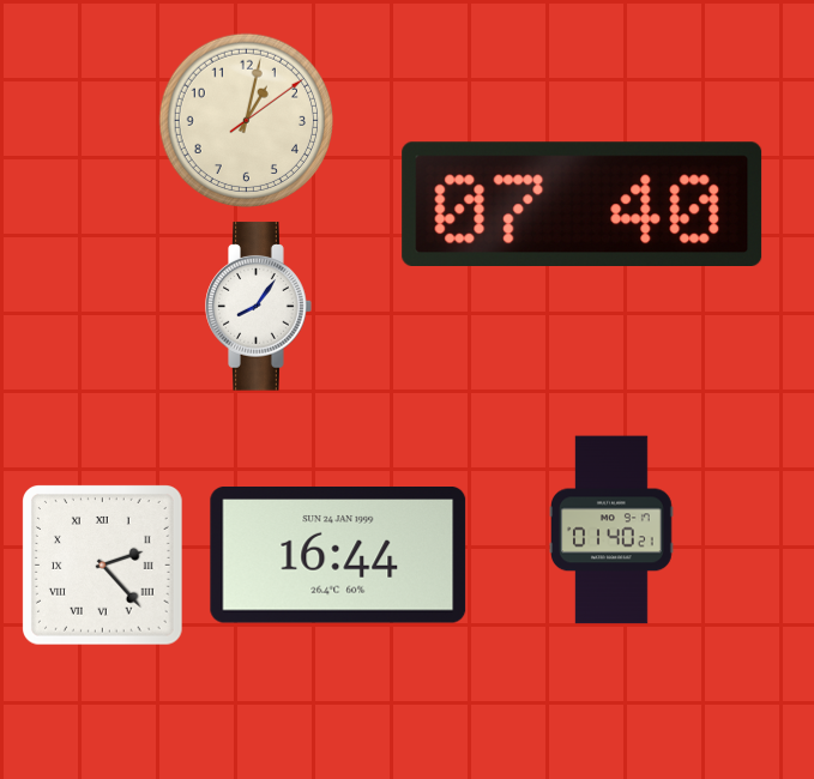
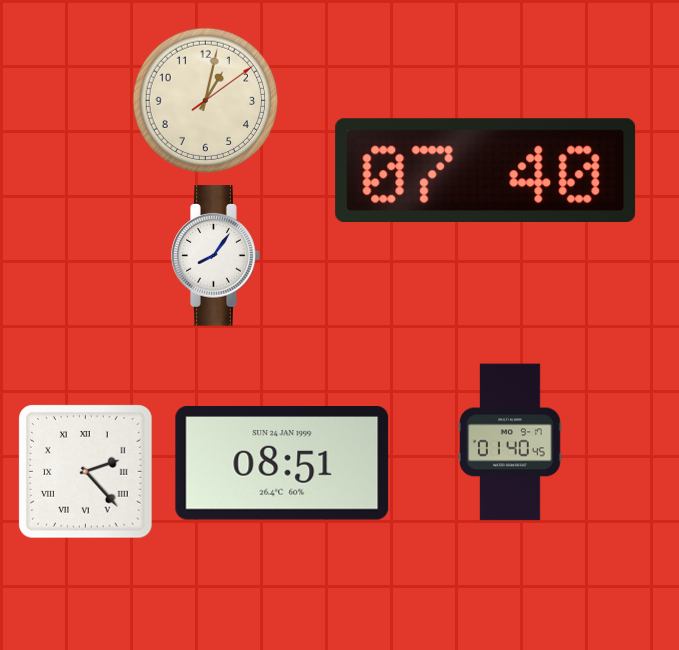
clock at (613, 530): 01:40:21 -> 01:40:45
clock at (338, 555): 16:44 -> 08:51
